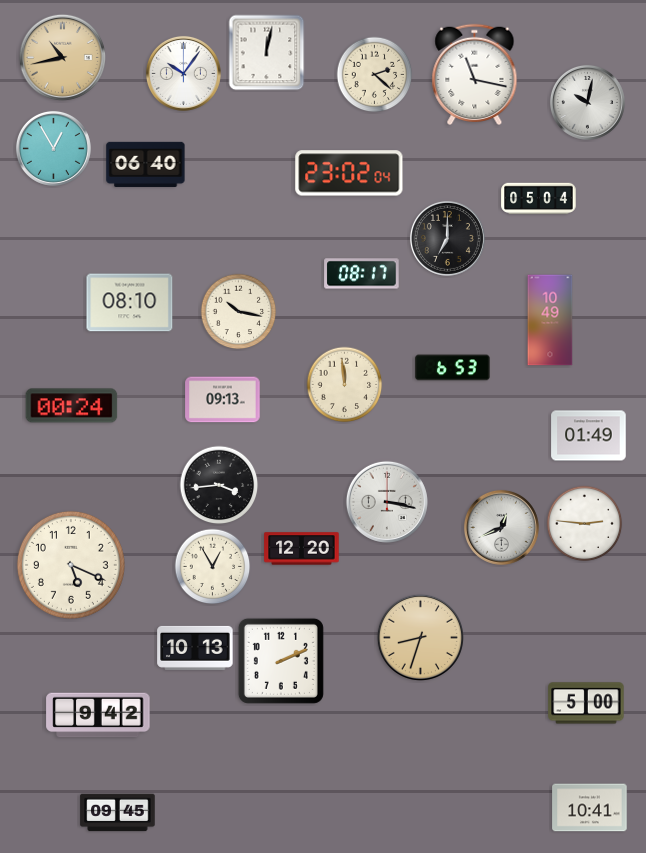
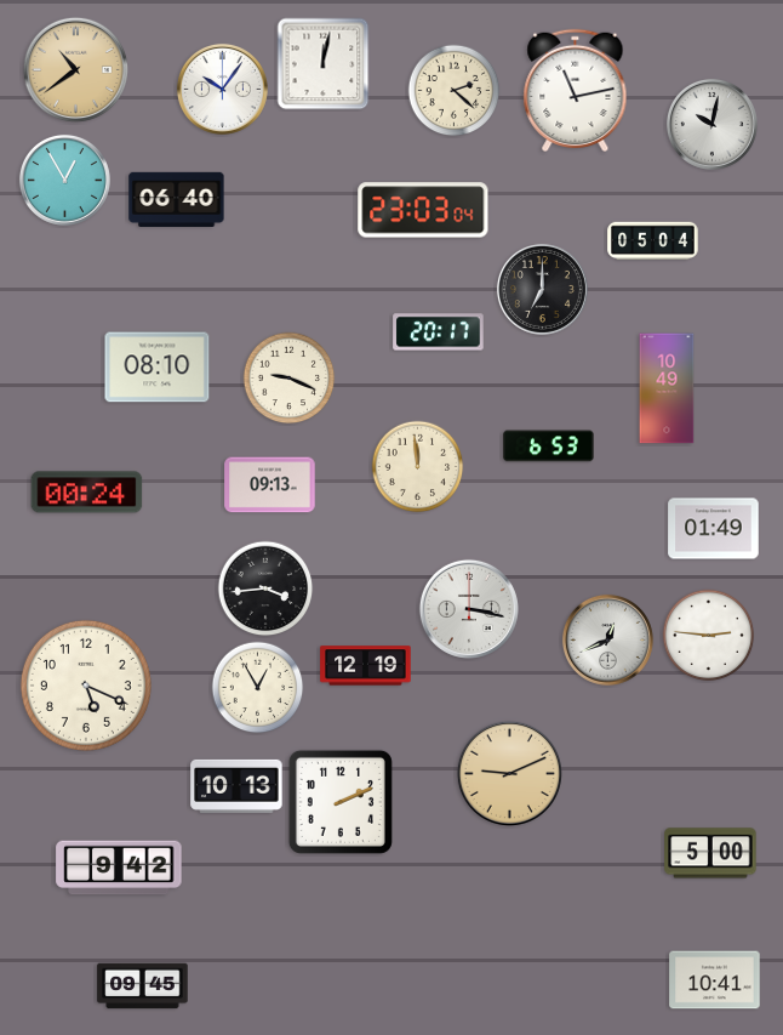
clock at (62, 57): 10:43 -> 10:39
clock at (475, 75): 11:17 -> 11:13
clock at (349, 173): 23:02 -> 23:03
clock at (362, 274): 08:17 -> 20:17
clock at (239, 312): 10:17 -> 9:19
clock at (302, 549): 12:20 -> 12:19
clock at (420, 637): 8:33 -> 9:11
